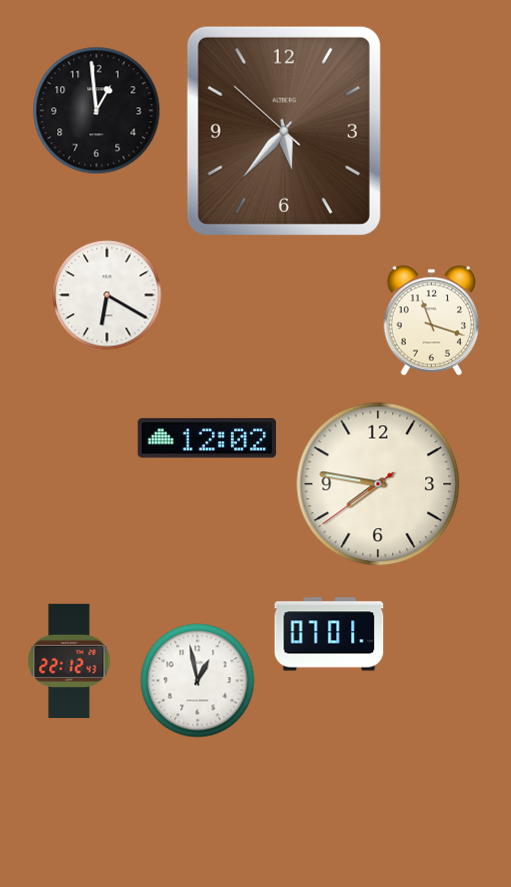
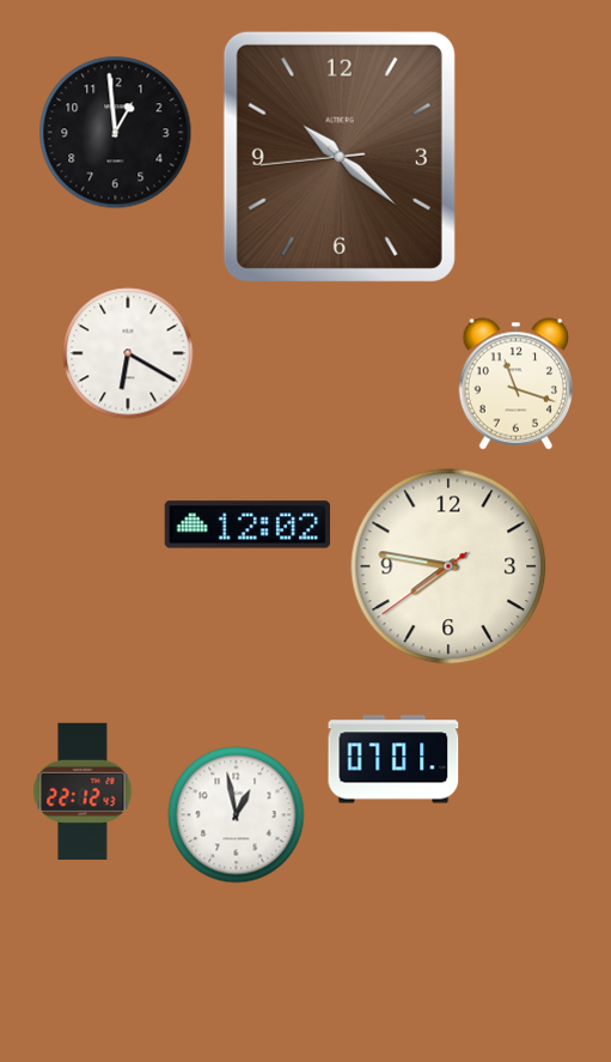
clock at (284, 131): 5:36 -> 10:21
clock at (378, 484) position: (378, 484) -> (448, 566)
